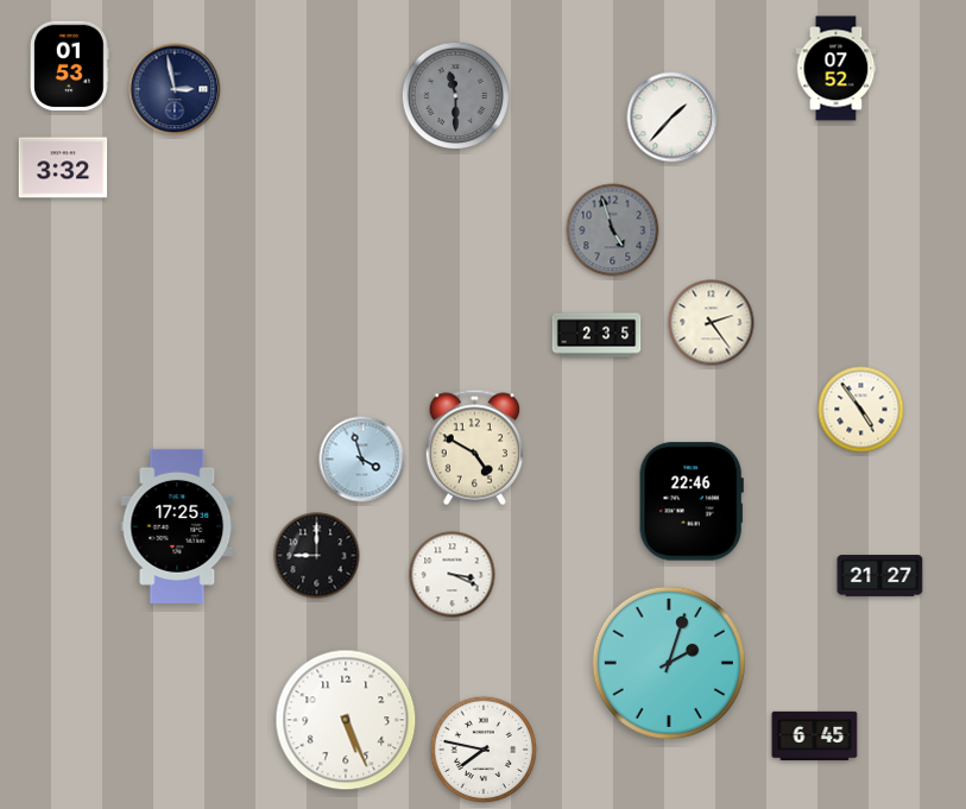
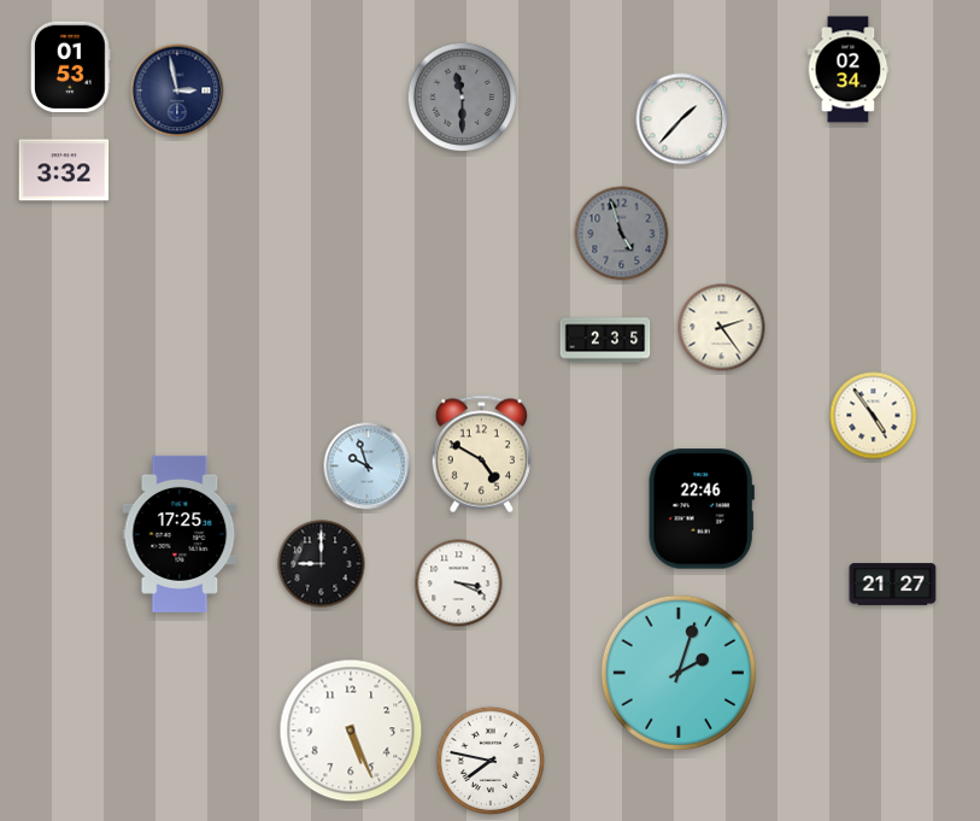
clock at (836, 69): 07:52 -> 02:34
clock at (362, 460): 3:57 -> 9:57
clock at (815, 735): 6:45 -> none
